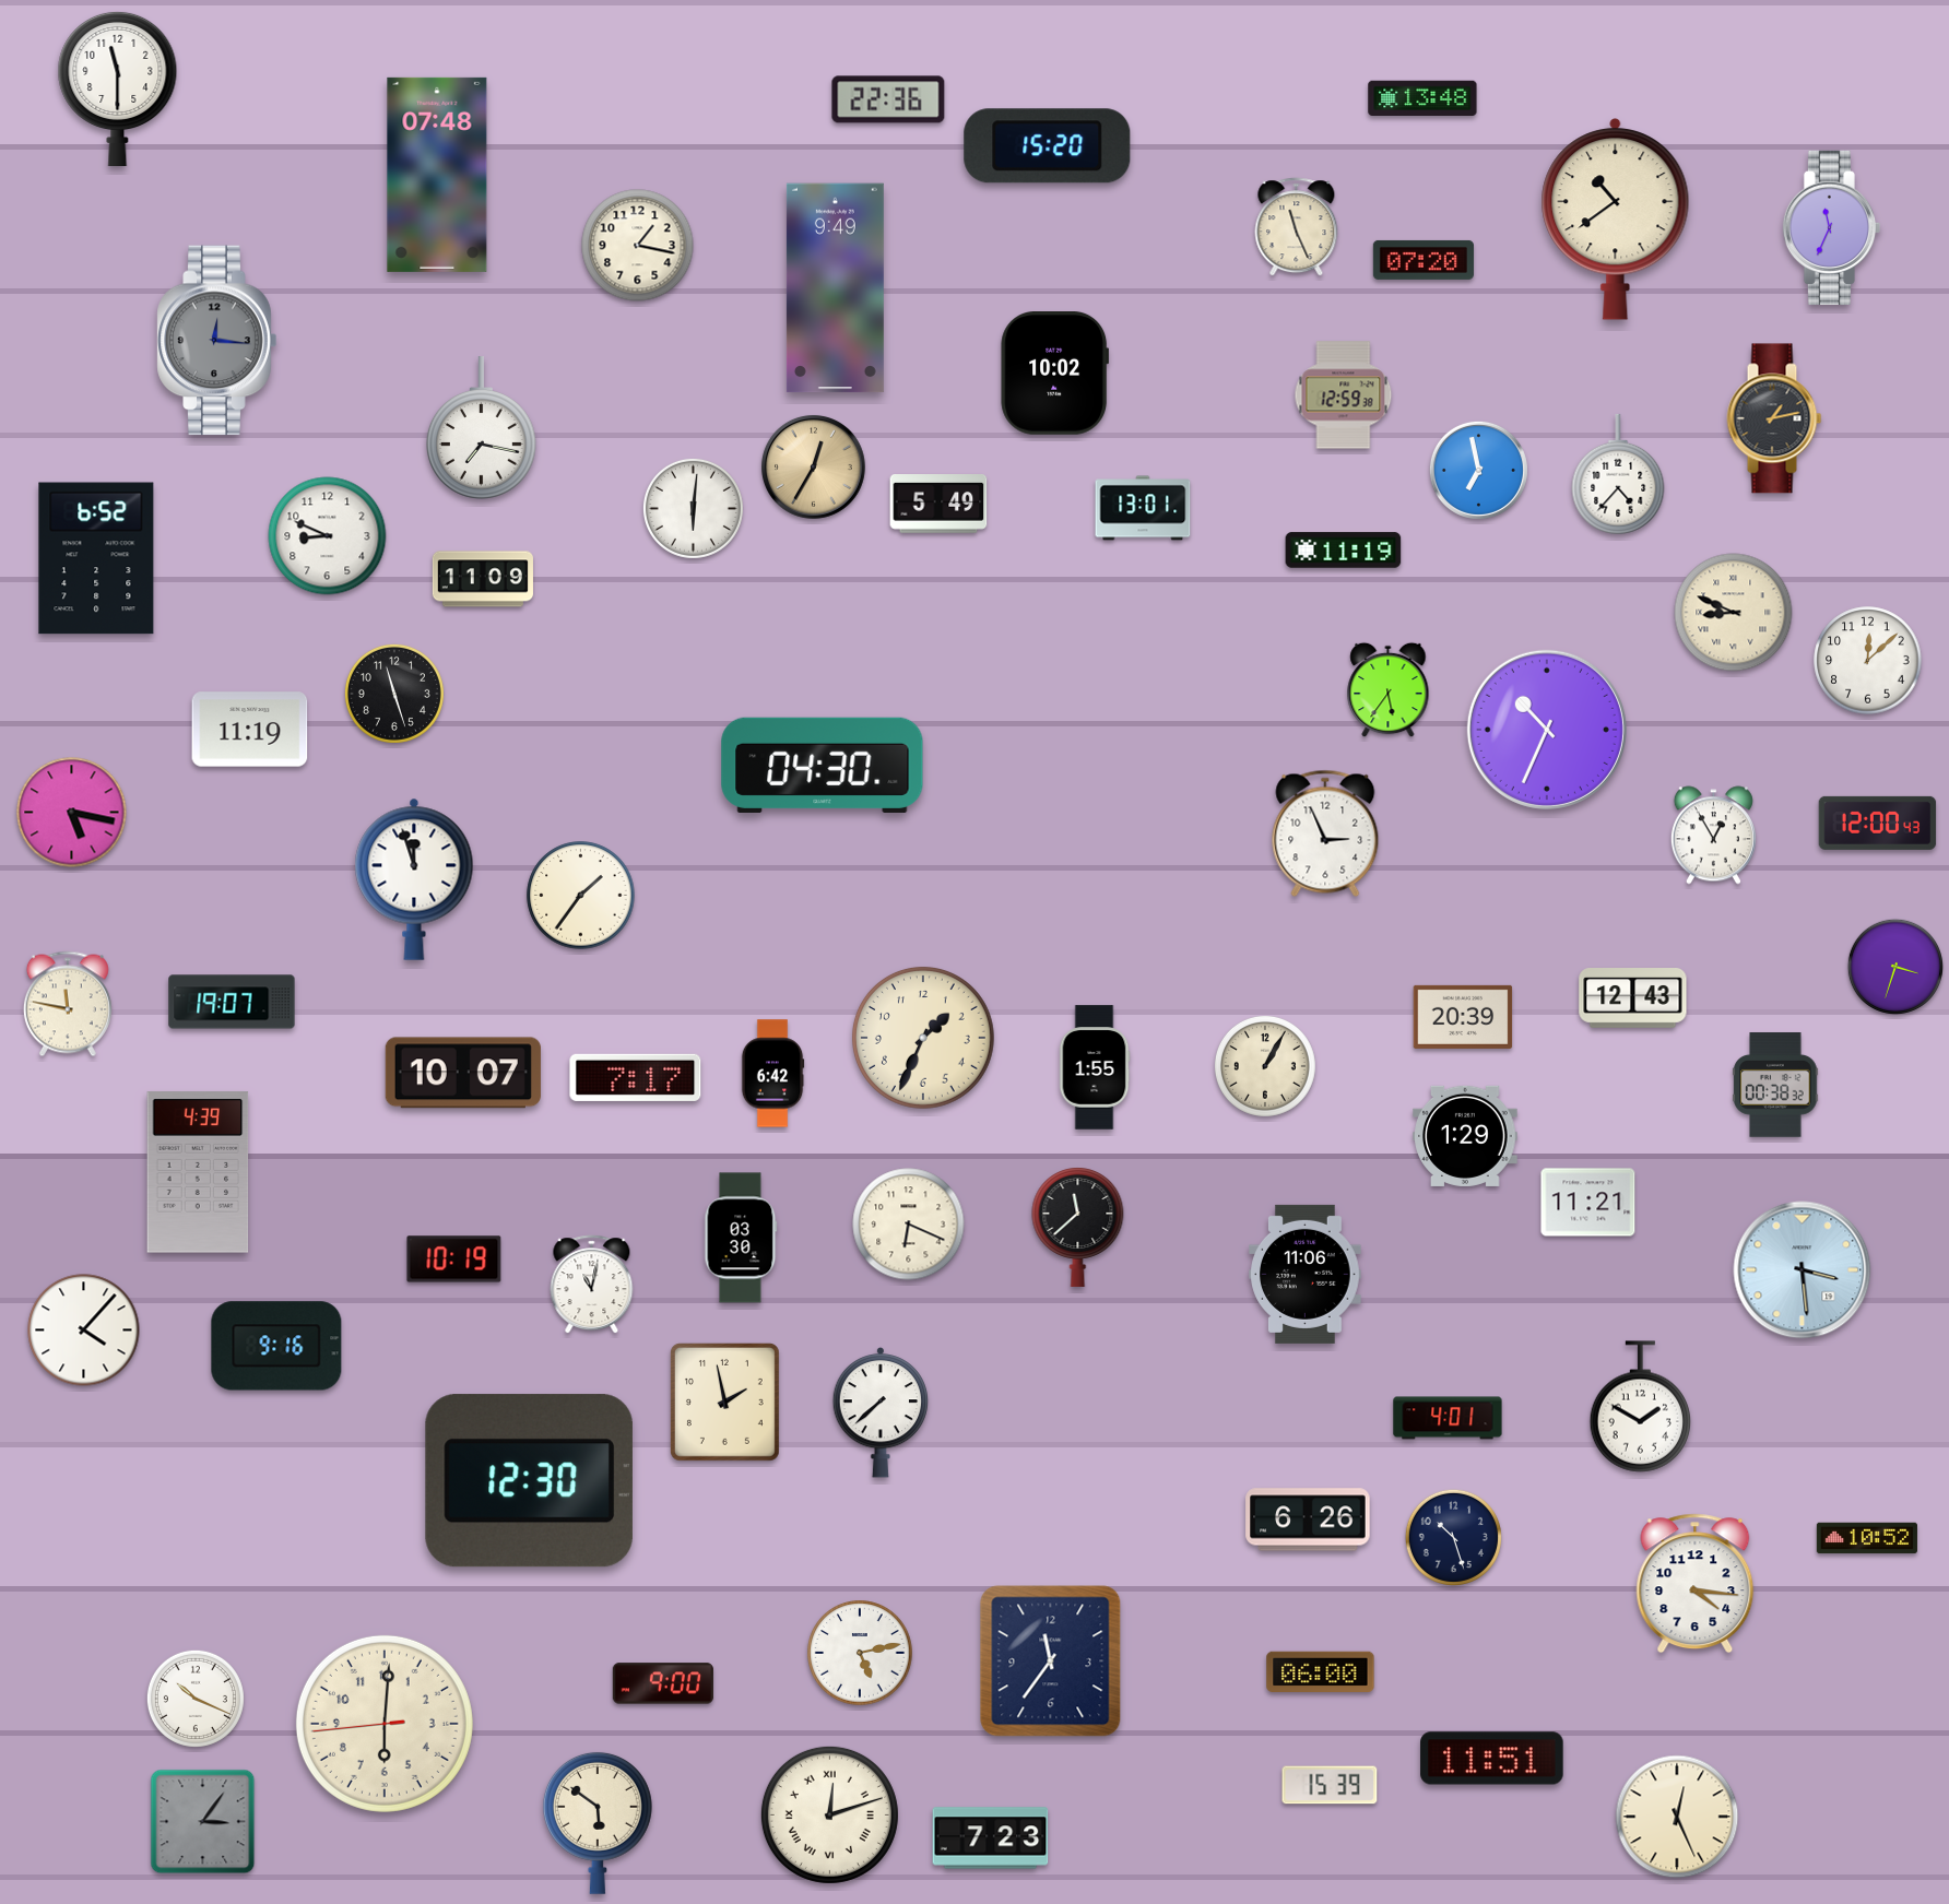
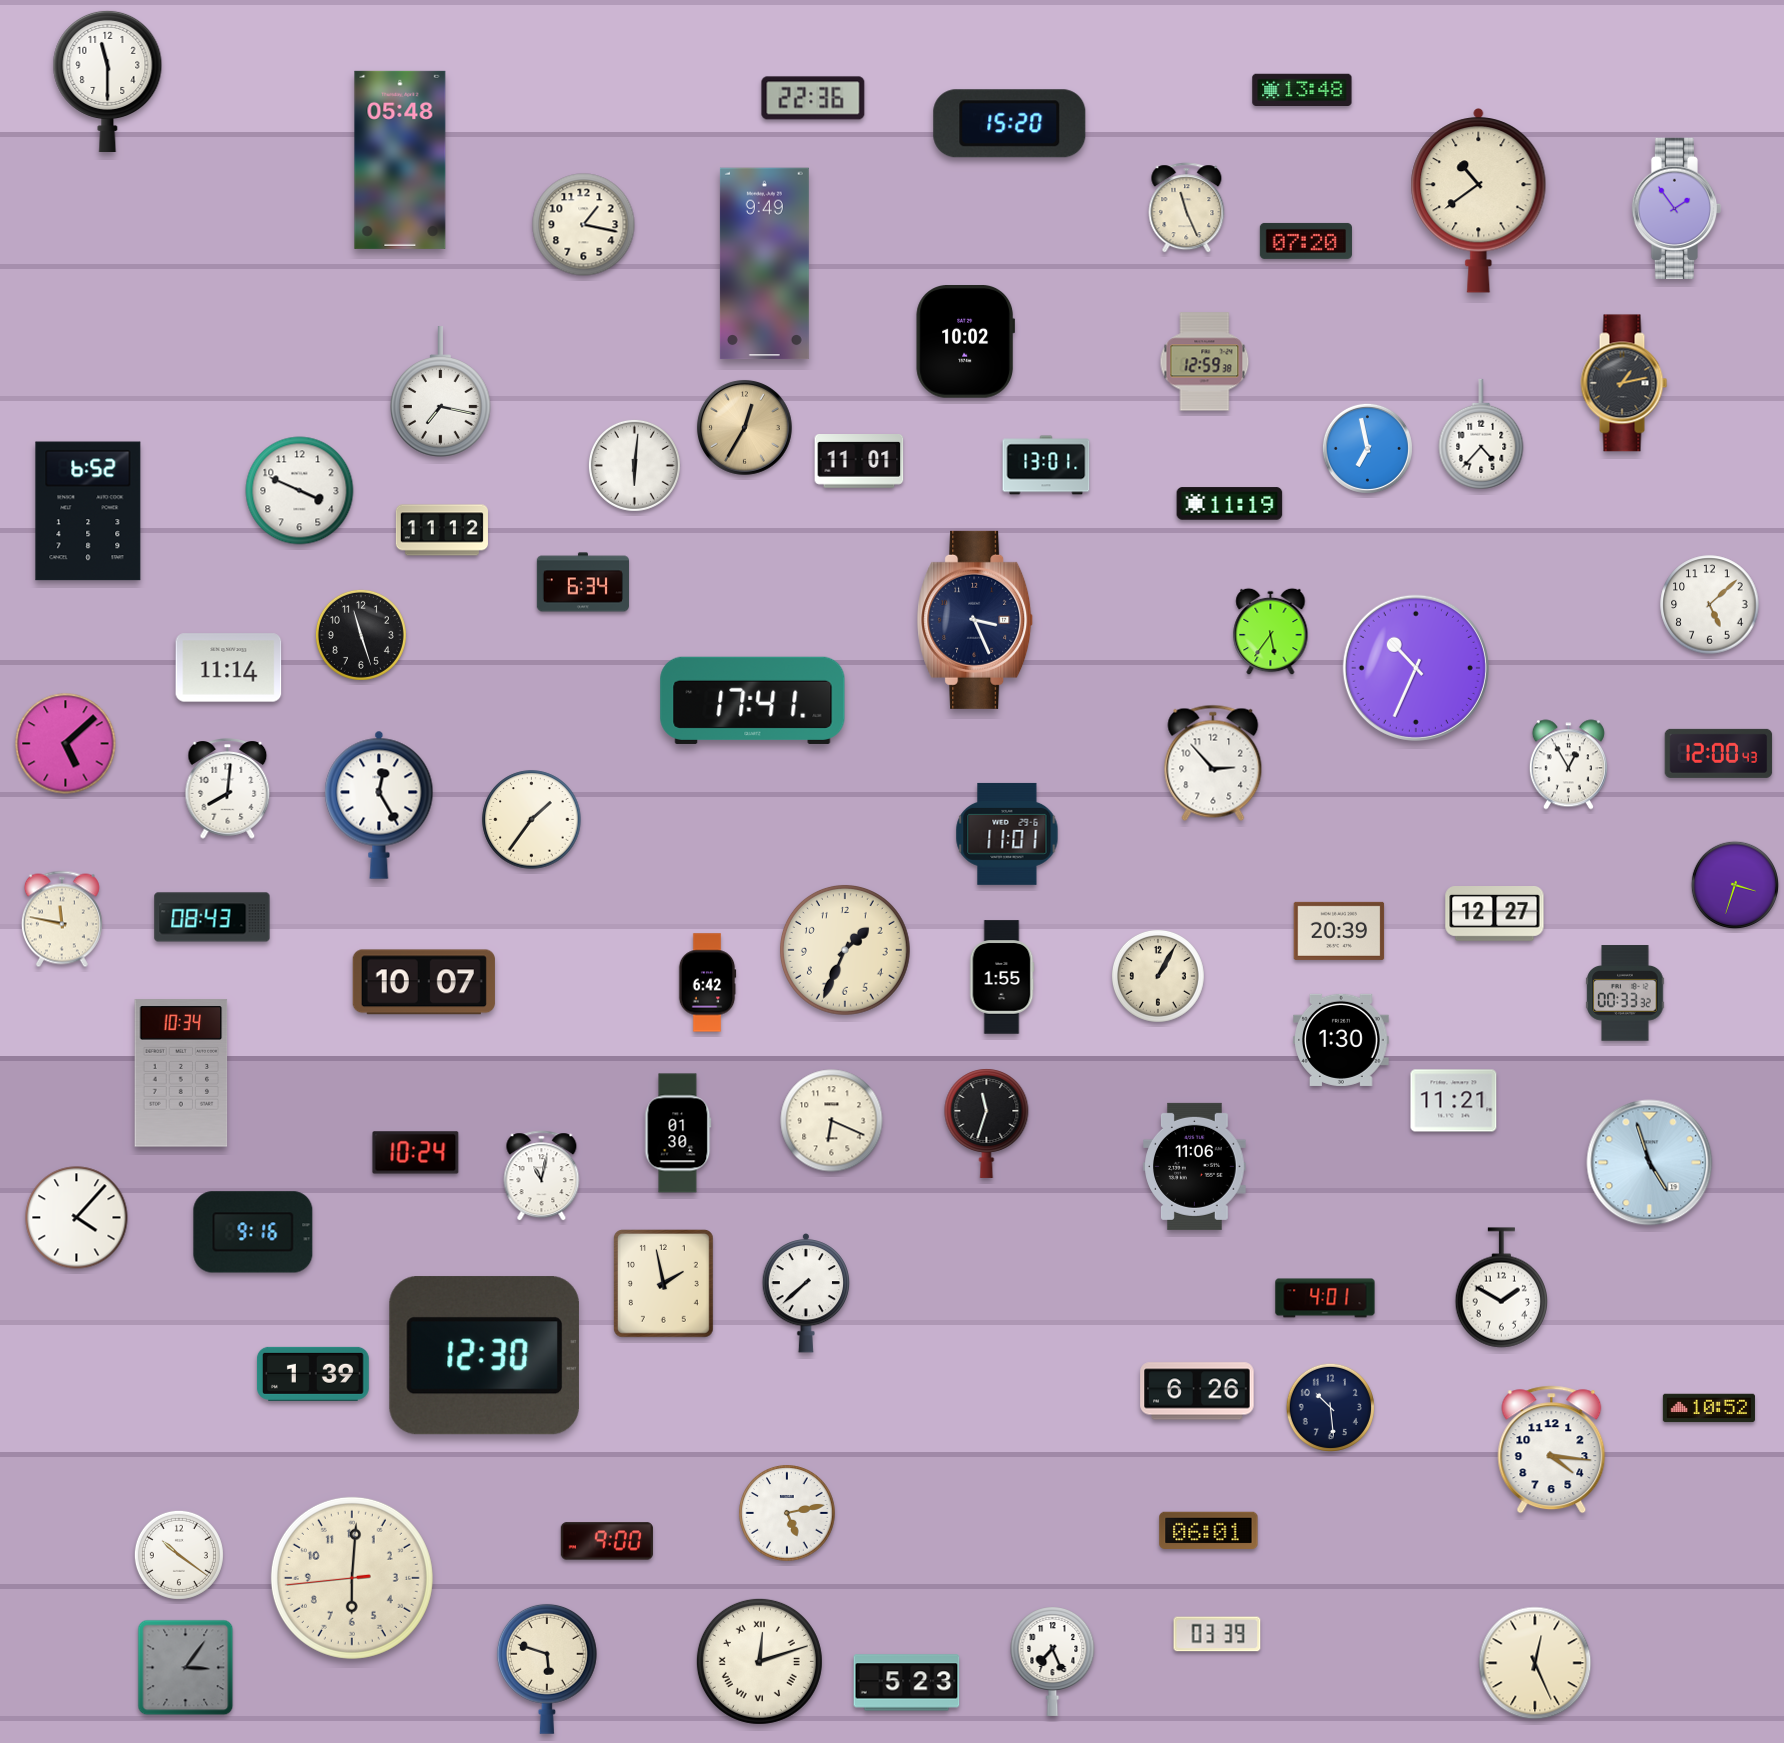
clock at (888, 99) position: (888, 99) -> (813, 98)
clock at (1048, 146) position: (1048, 146) -> (1010, 124)
clock at (437, 175): 07:48 -> 05:48
clock at (1832, 228): 11:34 -> 1:54
clock at (1424, 260) position: (1424, 260) -> (1306, 241)
clock at (217, 341): 12:16 -> none
clock at (1344, 395) position: (1344, 395) -> (1205, 362)
clock at (1478, 470) position: (1478, 470) -> (1367, 448)
clock at (938, 505): 5:49 -> 11:01
clock at (328, 536): 8:49 -> 3:49
clock at (483, 579): 11:09 -> 11:12
clock at (1734, 613): 8:49 -> none
clock at (583, 582): none -> 6:34
clock at (1868, 661): 12:08 -> 5:08
clock at (975, 620): none -> 3:26
clock at (250, 730): 11:19 -> 11:14
clock at (823, 765): 04:30 -> 17:41
clock at (72, 813): 5:17 -> 5:08
clock at (1325, 833): 2:56 -> 2:53
clock at (228, 789): none -> 8:01
clock at (414, 879): 11:57 -> 12:25
clock at (1007, 834): none -> 11:01
clock at (1633, 998): 12:43 -> 12:27
clock at (232, 1002): 19:07 -> 08:43
clock at (636, 1077): 7:17 -> none
clock at (1775, 1085): 00:38 -> 00:33
clock at (1465, 1136): 1:29 -> 1:30
clock at (198, 1172): 4:39 -> 10:34
clock at (1078, 1227): 11:38 -> 11:33
clock at (741, 1238): 03:30 -> 01:30
clock at (454, 1260): 10:19 -> 10:24
clock at (1803, 1270): 3:29 -> 4:57
clock at (313, 1374): none -> 1:39
clock at (1453, 1537): 10:27 -> 10:29
clock at (1051, 1661): 11:36 -> none
clock at (1321, 1672): 06:00 -> 06:01
clock at (196, 1699): 10:19 -> 10:21
clock at (1492, 1759): 11:51 -> none
clock at (1330, 1785): 15:39 -> 03:39
clock at (1053, 1661): none -> 7:26
clock at (598, 1823): 5:51 -> 5:48
clock at (991, 1838): 7:23 -> 5:23
